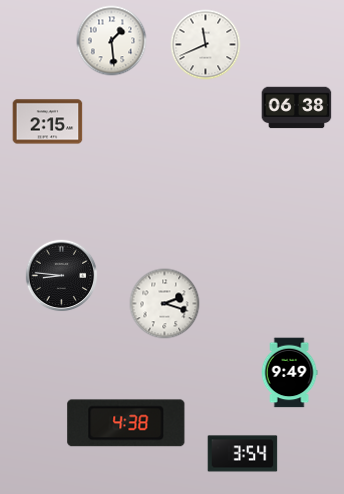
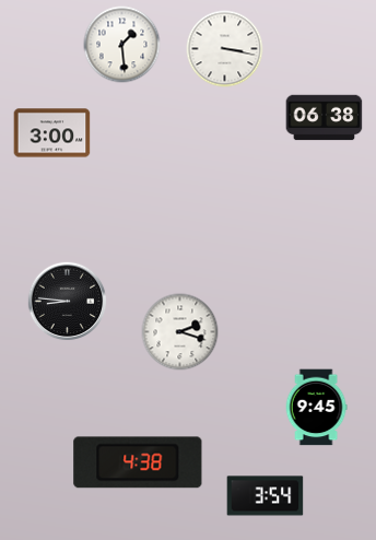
clock at (206, 45): 11:41 -> 3:17
clock at (48, 122): 2:15 -> 3:00
clock at (289, 373): 9:49 -> 9:45
